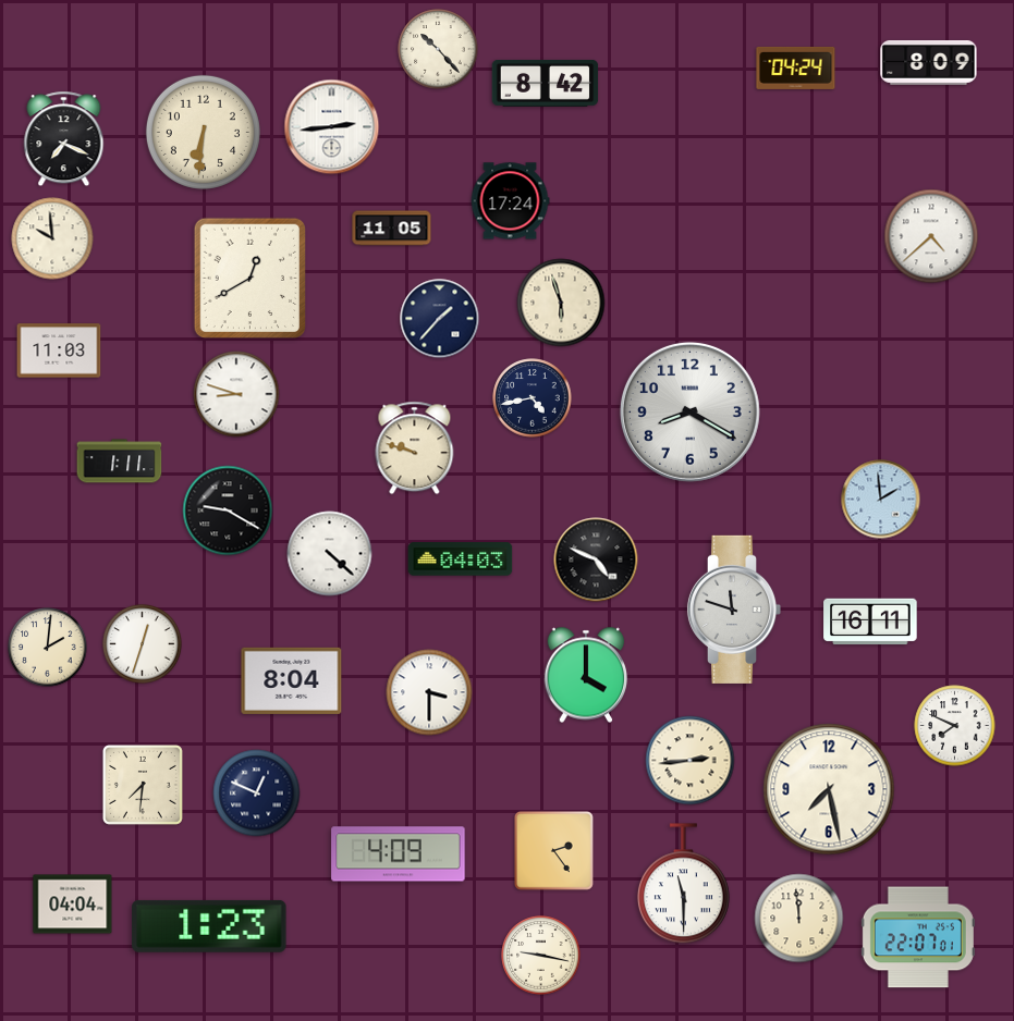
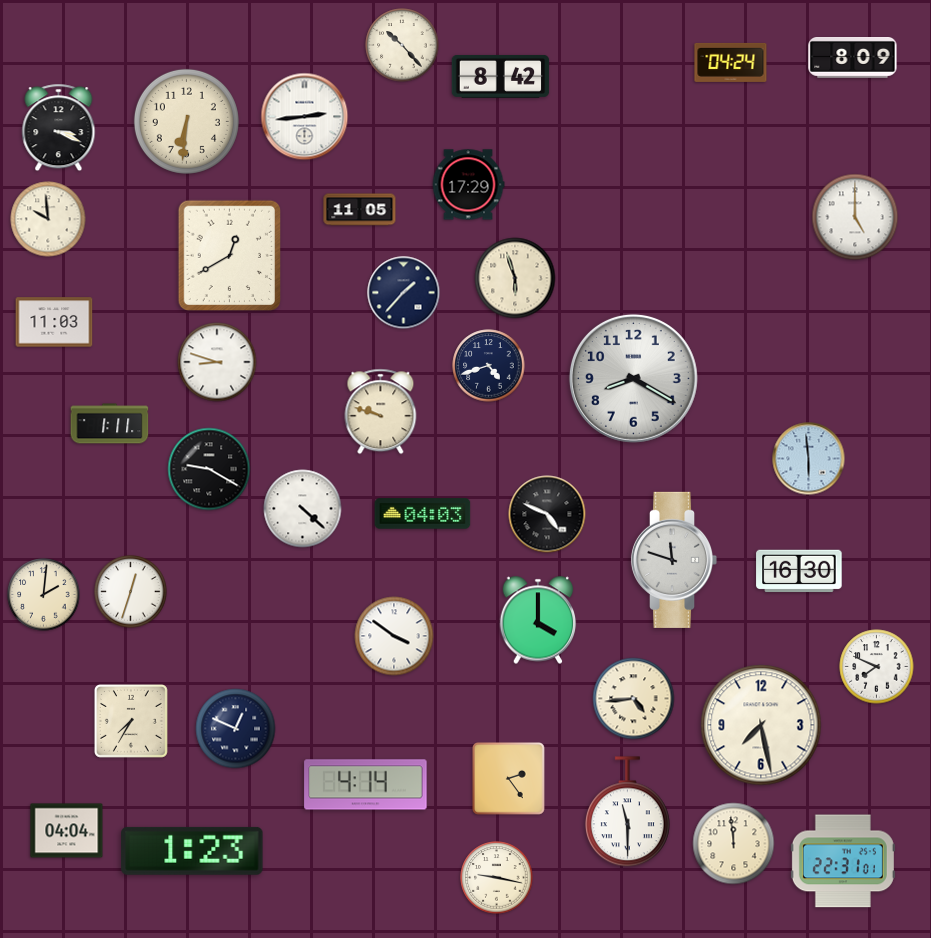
clock at (64, 139): 7:19 -> 3:19
clock at (510, 201): 17:24 -> 17:29
clock at (931, 236): 4:38 -> 5:00
clock at (533, 398): 4:43 -> 4:42
clock at (881, 500): 1:59 -> 5:59
clock at (870, 622): 16:11 -> 16:30
clock at (292, 680): 8:04 -> none
clock at (429, 692): 3:30 -> 3:51
clock at (691, 761): 2:44 -> 4:44
clock at (143, 785): 7:31 -> 7:35
clock at (554, 851) position: (554, 851) -> (509, 779)
clock at (399, 854): 4:09 -> 4:14
clock at (918, 937): 22:07 -> 22:31
